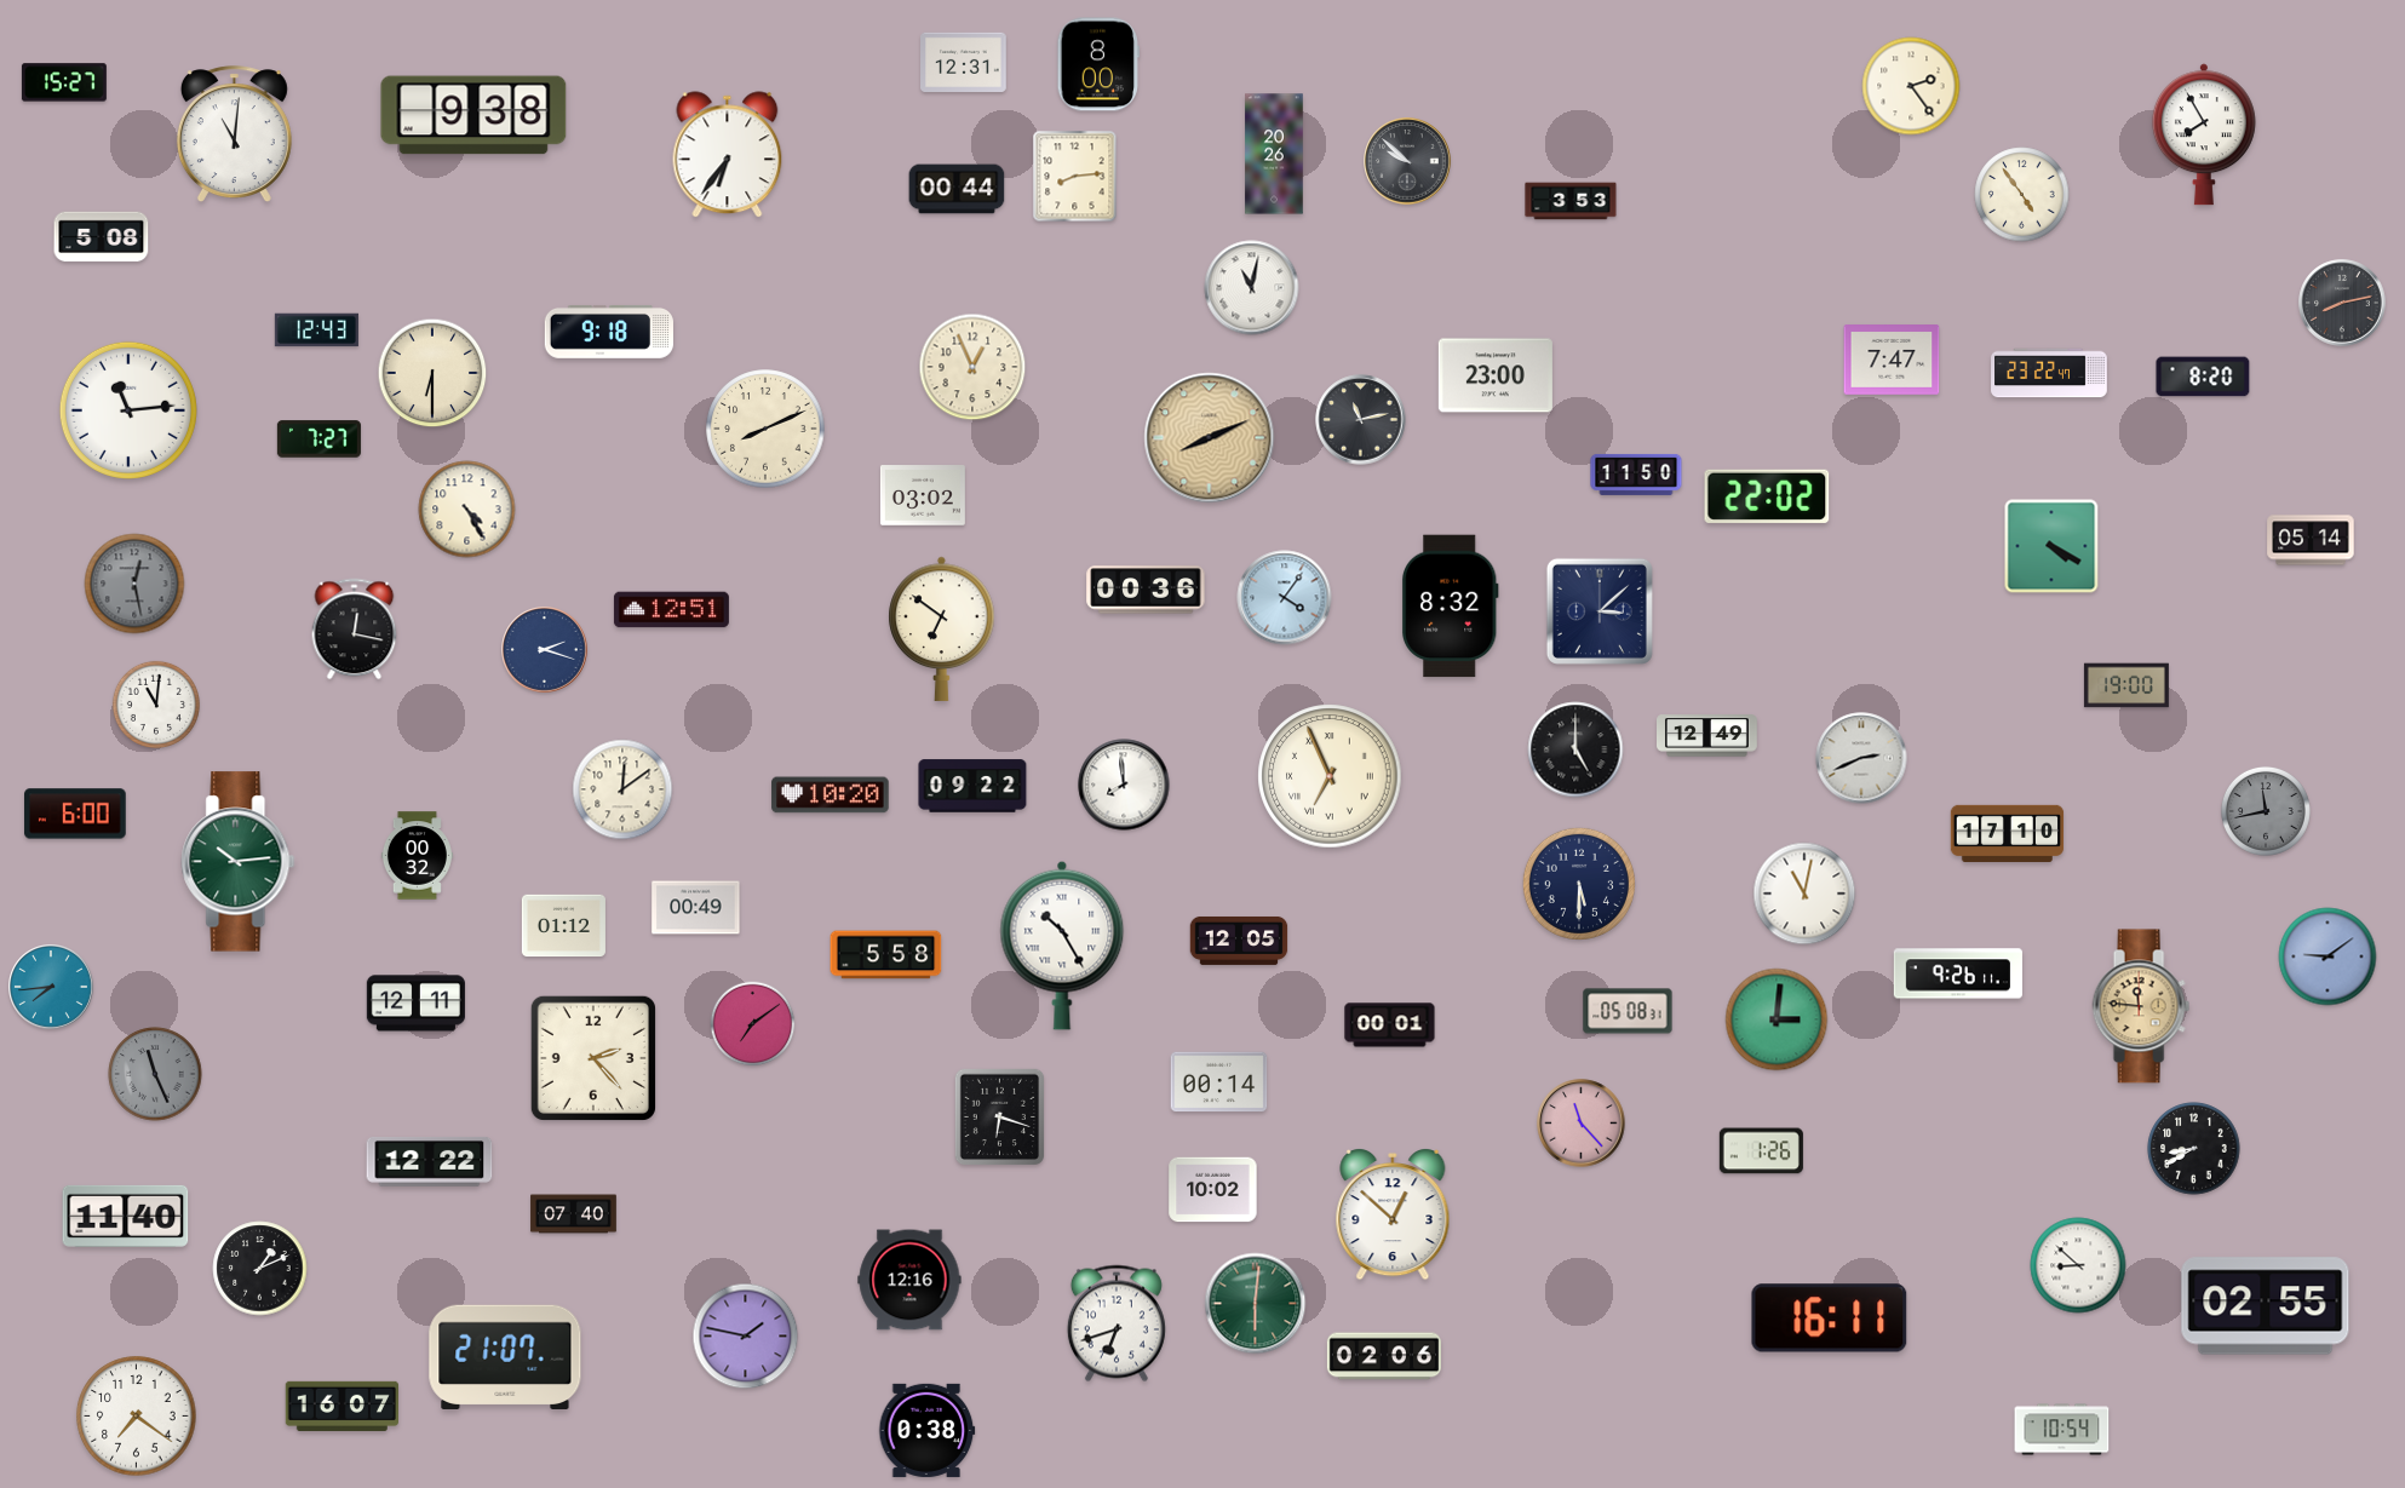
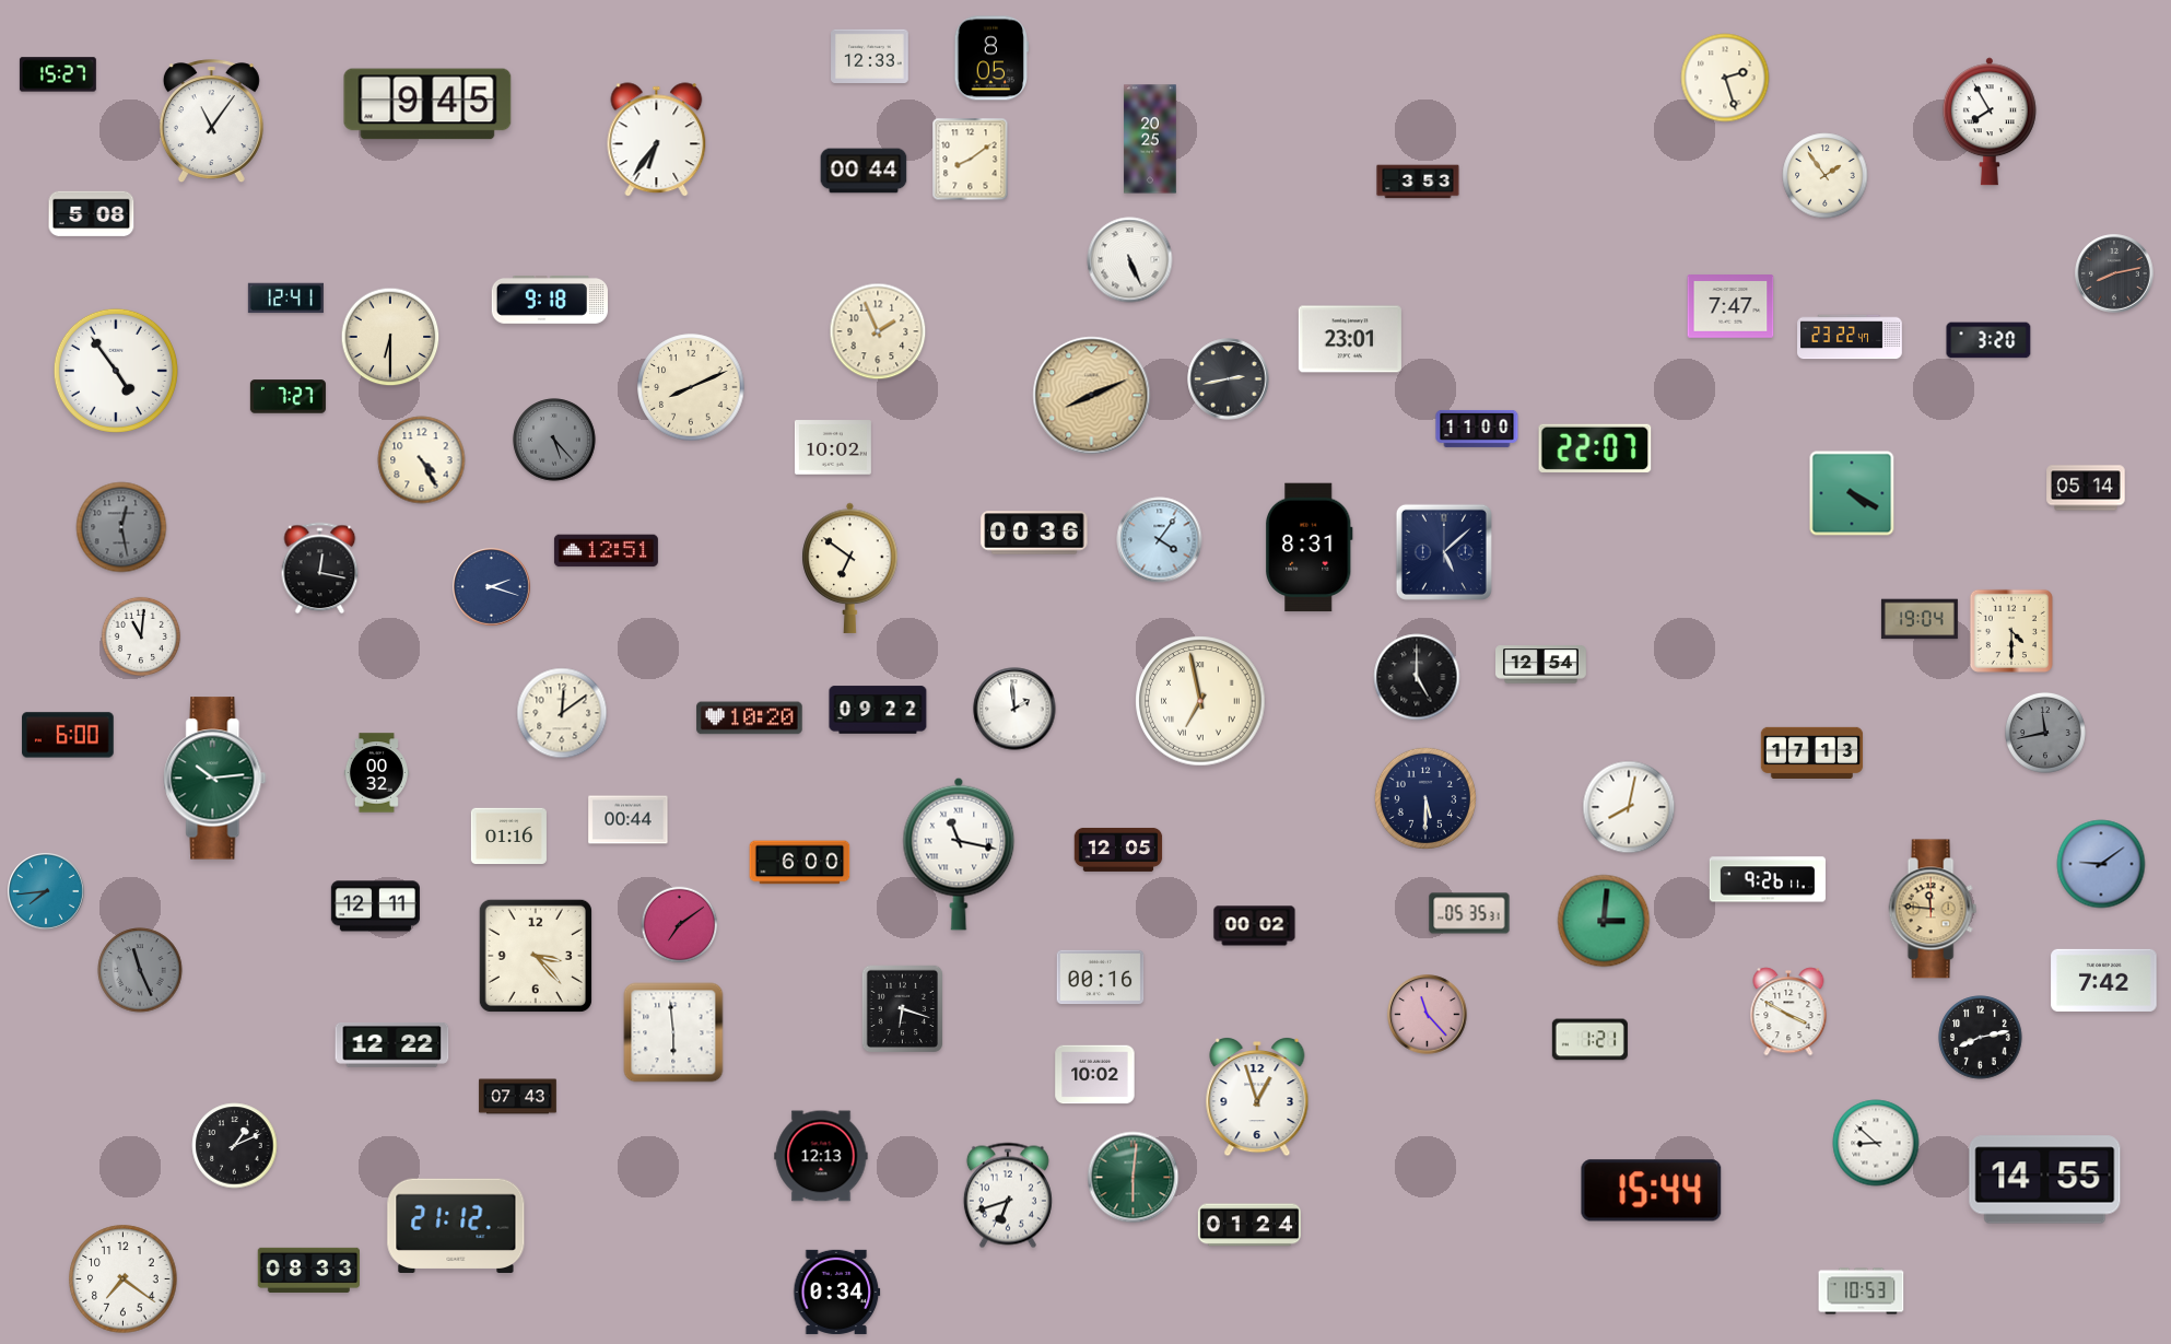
clock at (964, 62): 12:31 -> 12:33
clock at (1097, 64): 8:00 -> 8:05
clock at (1911, 86): 2:24 -> 2:27
clock at (473, 115): 9:38 -> 9:45
clock at (234, 134): 11:01 -> 11:06
clock at (1274, 154): 20:26 -> 20:25
clock at (1407, 161): 9:52 -> none
clock at (1075, 177): 8:14 -> 8:09
clock at (2022, 195): 4:54 -> 1:54
clock at (1252, 288): 11:02 -> 5:26
clock at (316, 331): 12:43 -> 12:41
clock at (1892, 361) position: (1892, 361) -> (1730, 307)
clock at (972, 367): 12:56 -> 1:56
clock at (1496, 375): 23:00 -> 23:01
clock at (2203, 377): 8:20 -> 3:20
clock at (128, 410): 11:14 -> 4:54
clock at (1361, 420): 11:13 -> 2:43
clock at (1636, 475): 11:50 -> 11:00
clock at (554, 440): none -> 5:23
clock at (923, 495): 03:02 -> 10:02
clock at (1767, 496): 22:02 -> 22:07
clock at (1451, 607): 8:32 -> 8:31
clock at (1600, 611): 3:08 -> 5:08
clock at (2126, 685): 19:00 -> 19:04
clock at (2011, 631): none -> 4:30
clock at (1707, 736): 12:49 -> 12:54
clock at (1575, 749) position: (1575, 749) -> (1417, 677)
clock at (1861, 758): 2:41 -> none
clock at (1330, 776): 6:56 -> 6:58
clock at (1124, 785): 7:59 -> 1:59
clock at (2008, 833): 17:10 -> 17:13
clock at (1804, 894): 11:02 -> 8:02
clock at (696, 908): 00:49 -> 00:44
clock at (563, 926): 01:12 -> 01:16
clock at (1062, 946): 10:25 -> 11:17
clock at (886, 955): 5:58 -> 6:00
clock at (1628, 1011): 05:08 -> 05:35
clock at (1390, 1025): 00:01 -> 00:02
clock at (593, 1058): 2:23 -> 3:23
clock at (1219, 1082): 00:14 -> 00:16
clock at (2104, 980): none -> 7:42
clock at (1788, 1012): none -> 3:50
clock at (673, 1032): none -> 5:59
clock at (2194, 1149): 8:40 -> 8:13
clock at (1761, 1151): 1:26 -> 1:21
clock at (430, 1161) position: (430, 1161) -> (392, 1044)
clock at (574, 1214): 07:40 -> 07:43
clock at (1393, 1214): 12:52 -> 12:57
clock at (126, 1216): 11:40 -> none
clock at (909, 1280): 12:16 -> 12:13
clock at (2266, 1306): 02:55 -> 14:55
clock at (1830, 1318): 16:11 -> 15:44
clock at (746, 1337): 1:47 -> none
clock at (505, 1356): 21:07 -> 21:12
clock at (1384, 1356): 02:06 -> 01:24
clock at (341, 1406): 16:07 -> 08:33
clock at (928, 1430): 0:38 -> 0:34
clock at (2062, 1430): 10:54 -> 10:53
